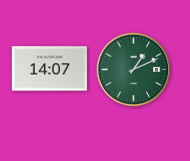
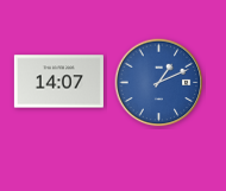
clock at (134, 70) dial: green -> blue
